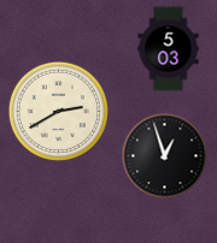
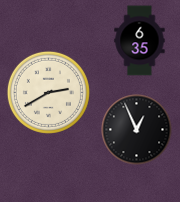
clock at (169, 49): 5:03 -> 6:35
clock at (165, 156): 12:57 -> 12:56
